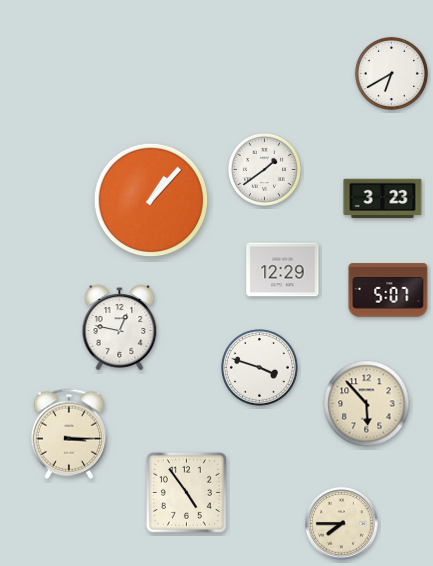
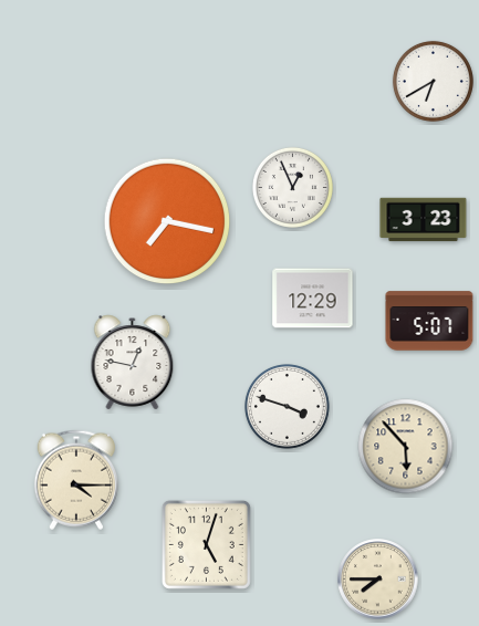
clock at (264, 169): 1:39 -> 12:56
clock at (151, 200): 1:07 -> 7:17
clock at (69, 434): 3:15 -> 4:15
clock at (186, 492): 4:54 -> 5:03
